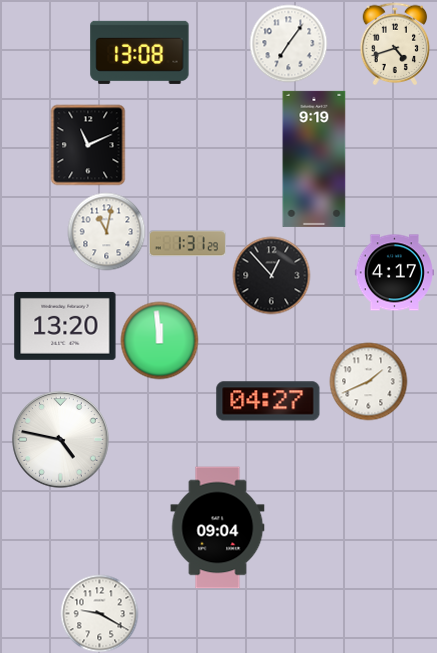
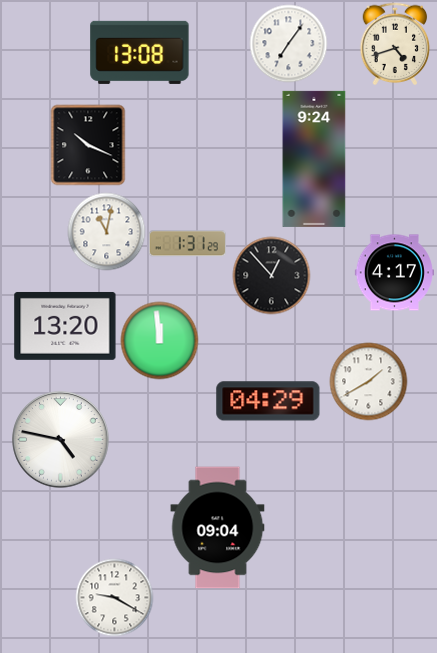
clock at (88, 145): 11:11 -> 10:19
clock at (314, 159): 9:19 -> 9:24
clock at (368, 381): 1:41 -> 1:40
clock at (268, 401): 04:27 -> 04:29
clock at (99, 613) position: (99, 613) -> (114, 597)
